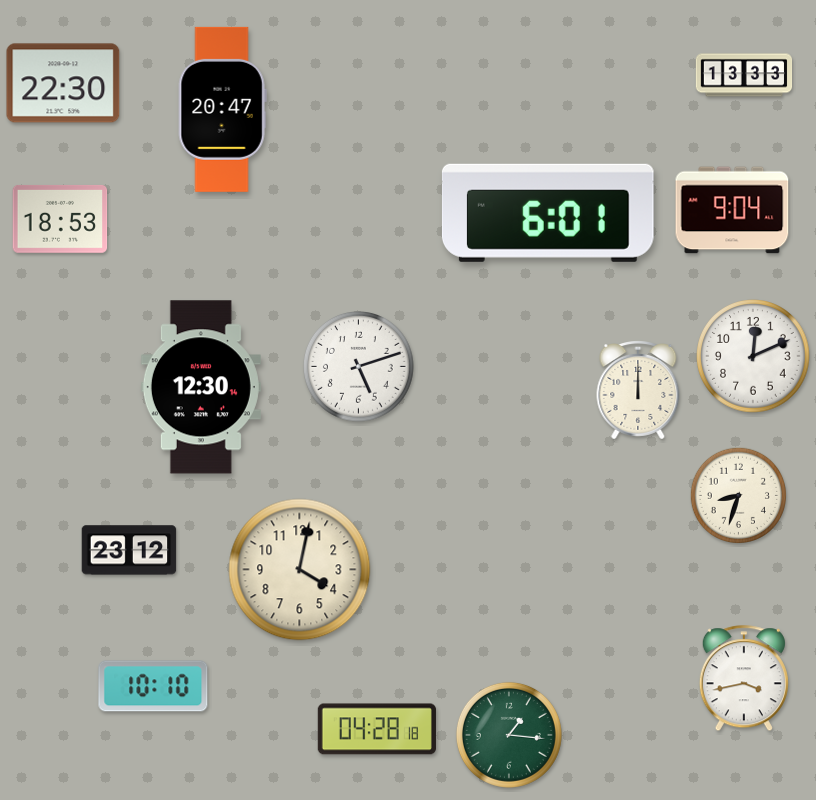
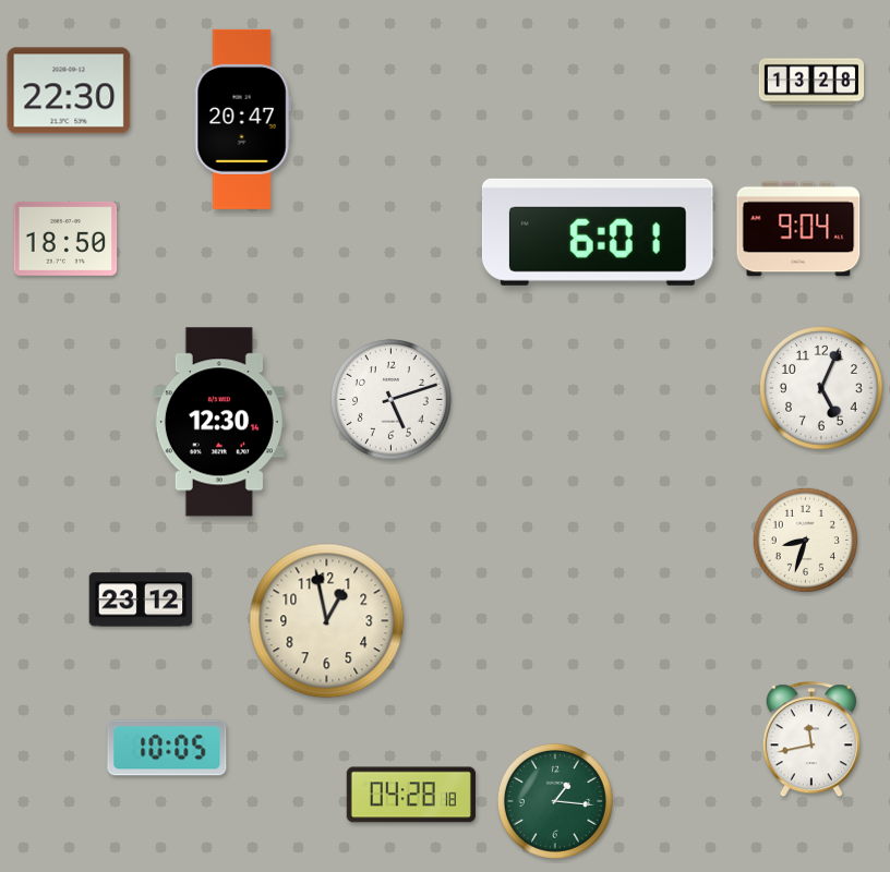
clock at (744, 75): 13:33 -> 13:28
clock at (60, 219): 18:53 -> 18:50
clock at (753, 356): 12:11 -> 5:04
clock at (638, 391): 12:00 -> none
clock at (300, 570): 4:02 -> 12:58
clock at (744, 679): 3:43 -> 11:43
clock at (153, 686): 10:10 -> 10:05
